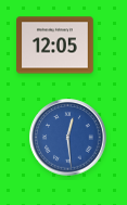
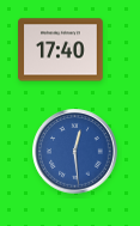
clock at (55, 46): 12:05 -> 17:40
